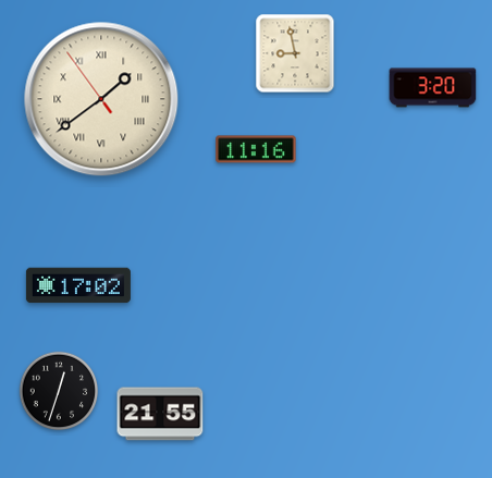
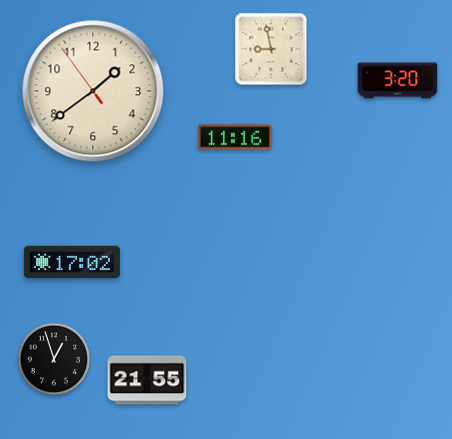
clock at (101, 99) numerals: Roman -> Arabic
clock at (59, 391): 12:33 -> 12:57
